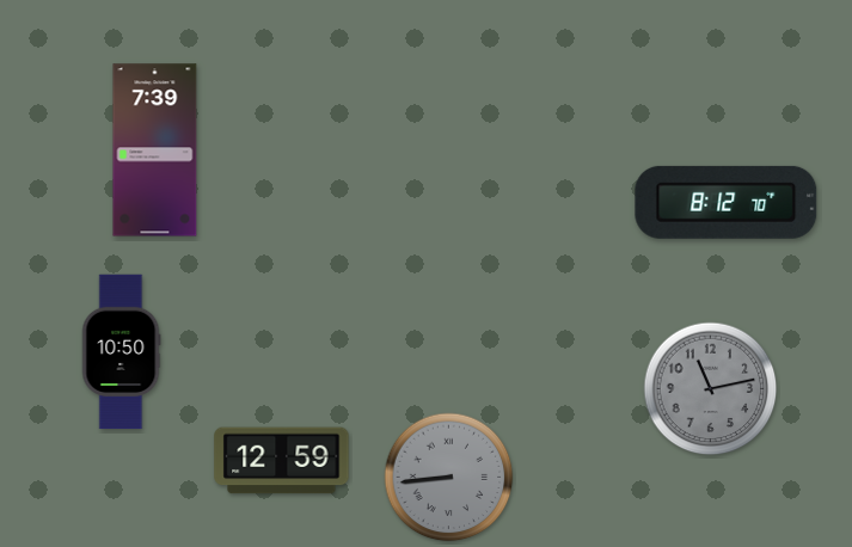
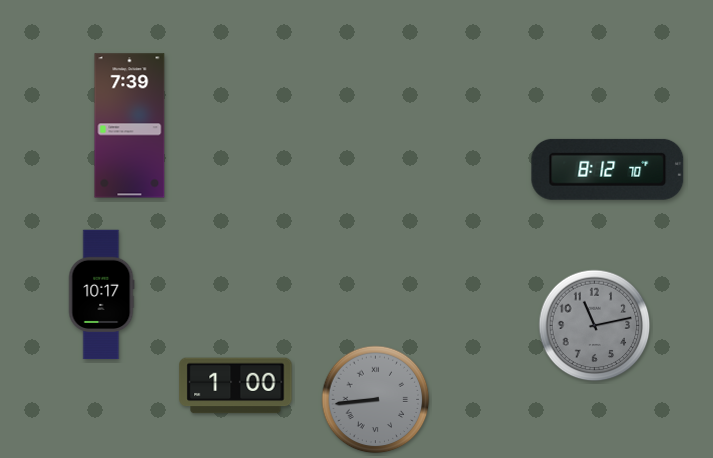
clock at (121, 352): 10:50 -> 10:17
clock at (282, 461): 12:59 -> 1:00
